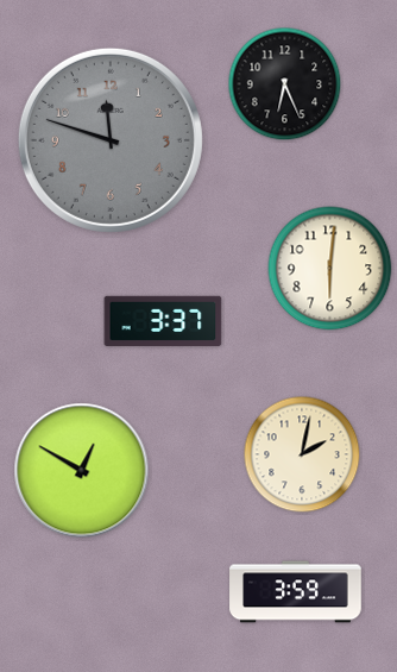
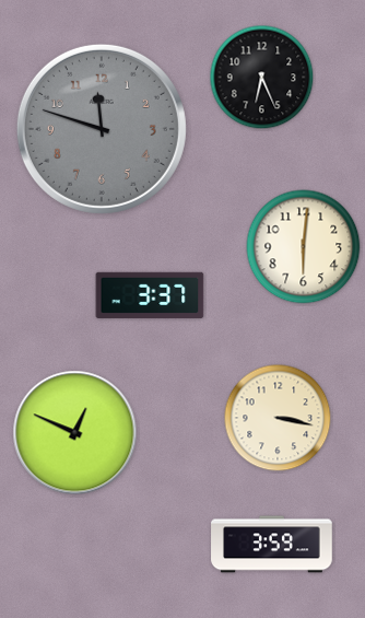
clock at (302, 454): 2:02 -> 3:17
clock at (82, 471): 12:50 -> 12:49
